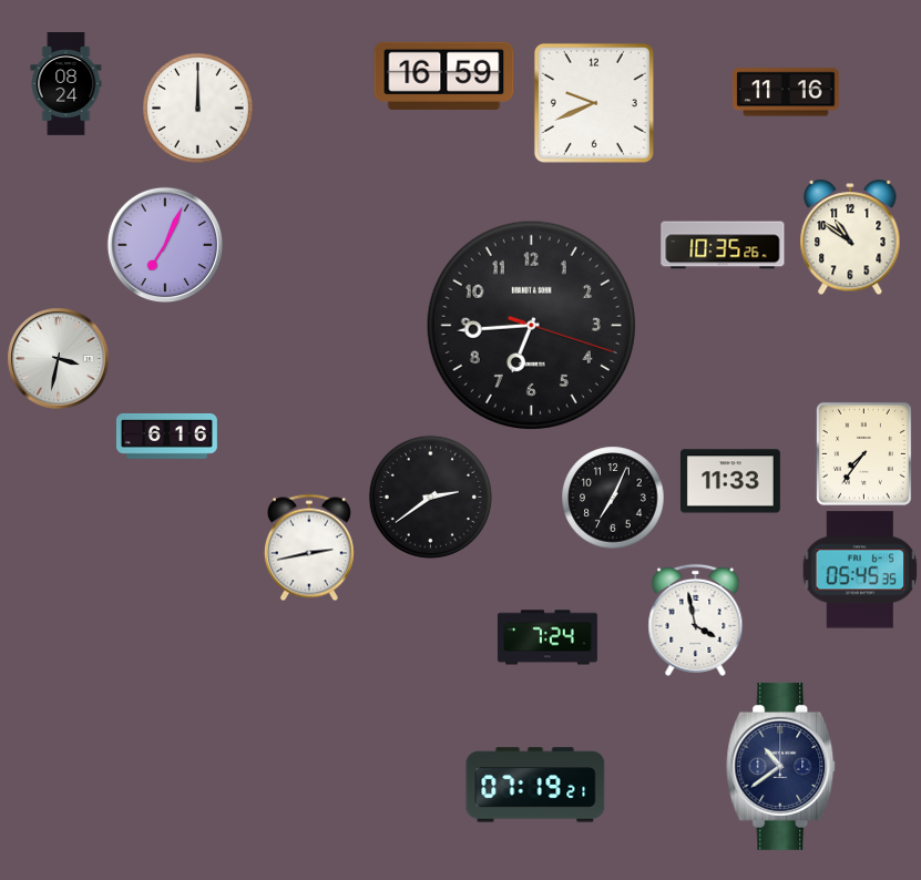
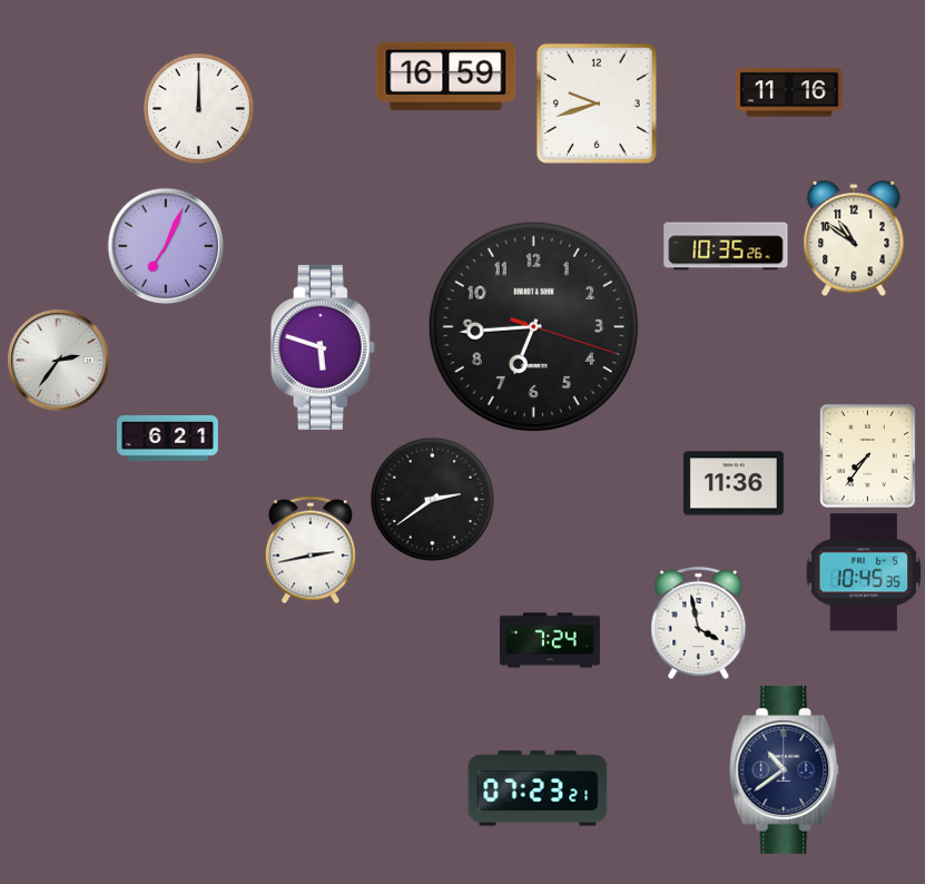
clock at (66, 84): 08:24 -> none
clock at (594, 103): 9:41 -> 9:42
clock at (323, 347): none -> 5:48
clock at (58, 358): 3:32 -> 2:36
clock at (166, 436): 6:16 -> 6:21
clock at (730, 481): 11:33 -> 11:36
clock at (613, 498): 7:04 -> none
clock at (860, 570): 05:45 -> 10:45
clock at (535, 785): 07:19 -> 07:23
